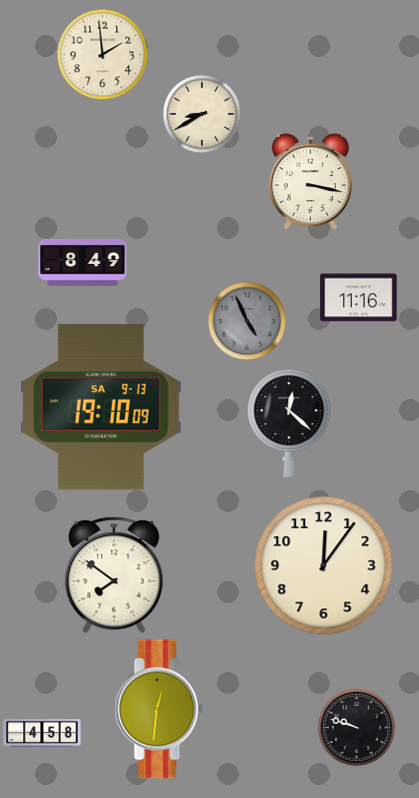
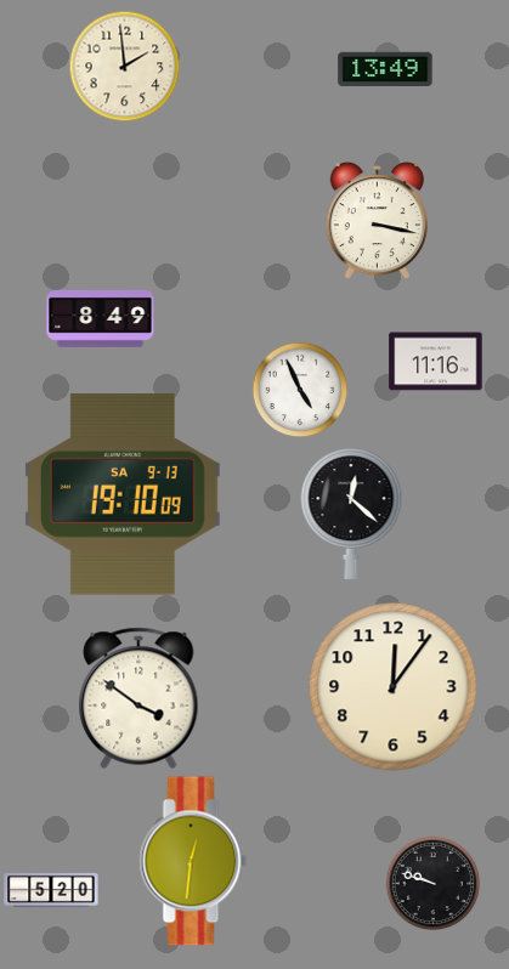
clock at (385, 68): none -> 13:49
clock at (202, 114): 8:40 -> none
clock at (247, 321) dial: grey -> white
clock at (114, 575): 7:51 -> 3:51
clock at (42, 733): 4:58 -> 5:20
